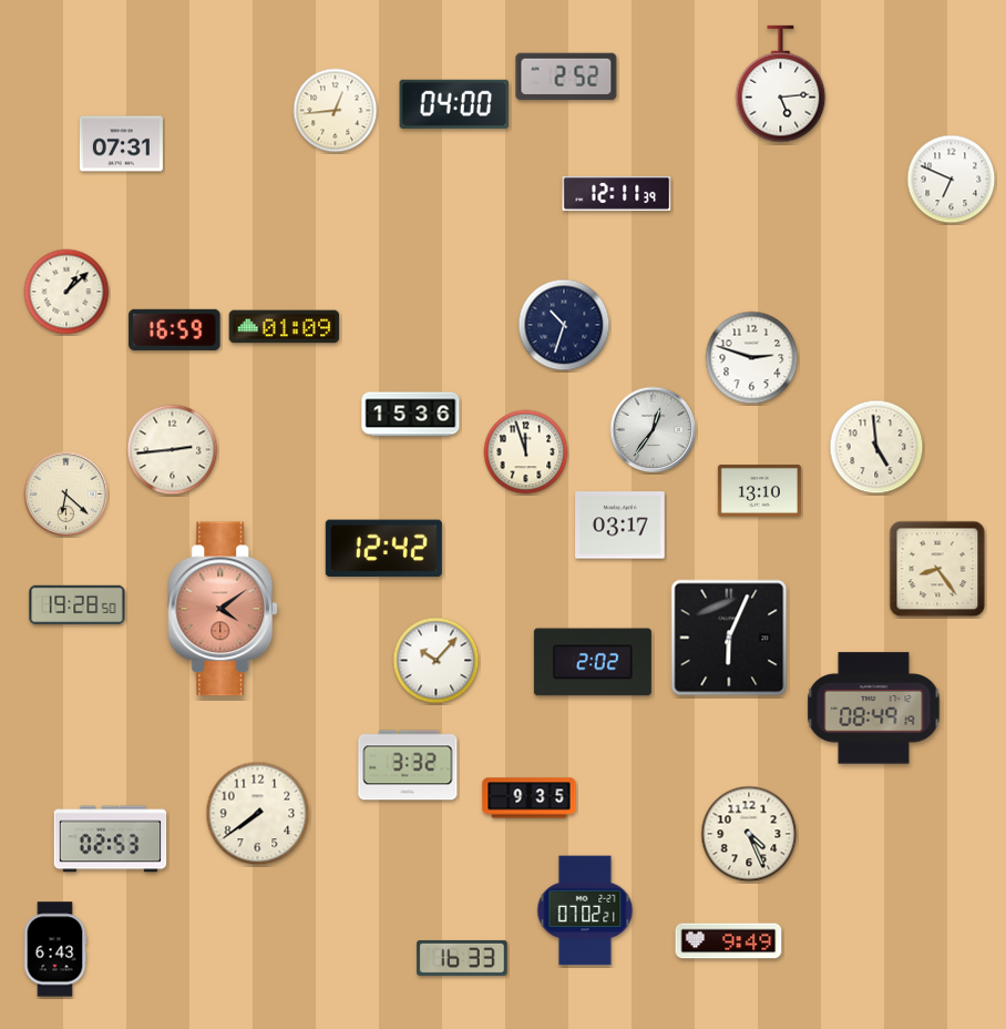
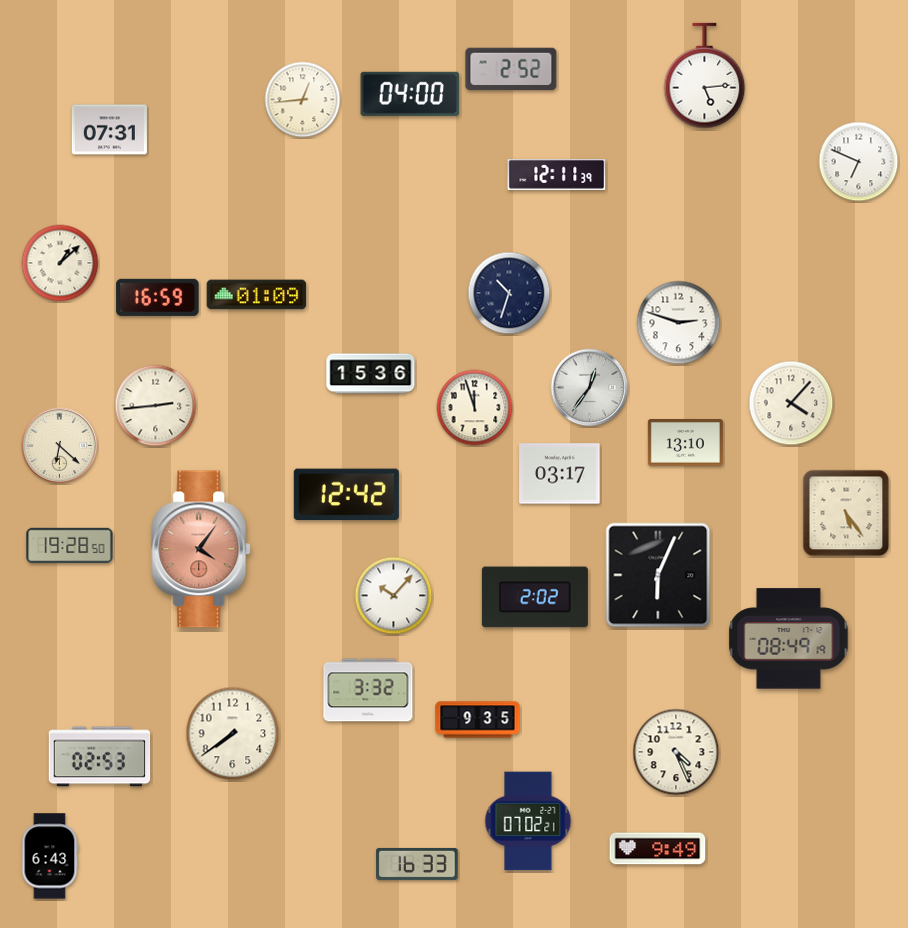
clock at (876, 447): 4:59 -> 4:07
clock at (937, 569): 8:24 -> 5:24
clock at (224, 609): 4:09 -> 4:06
